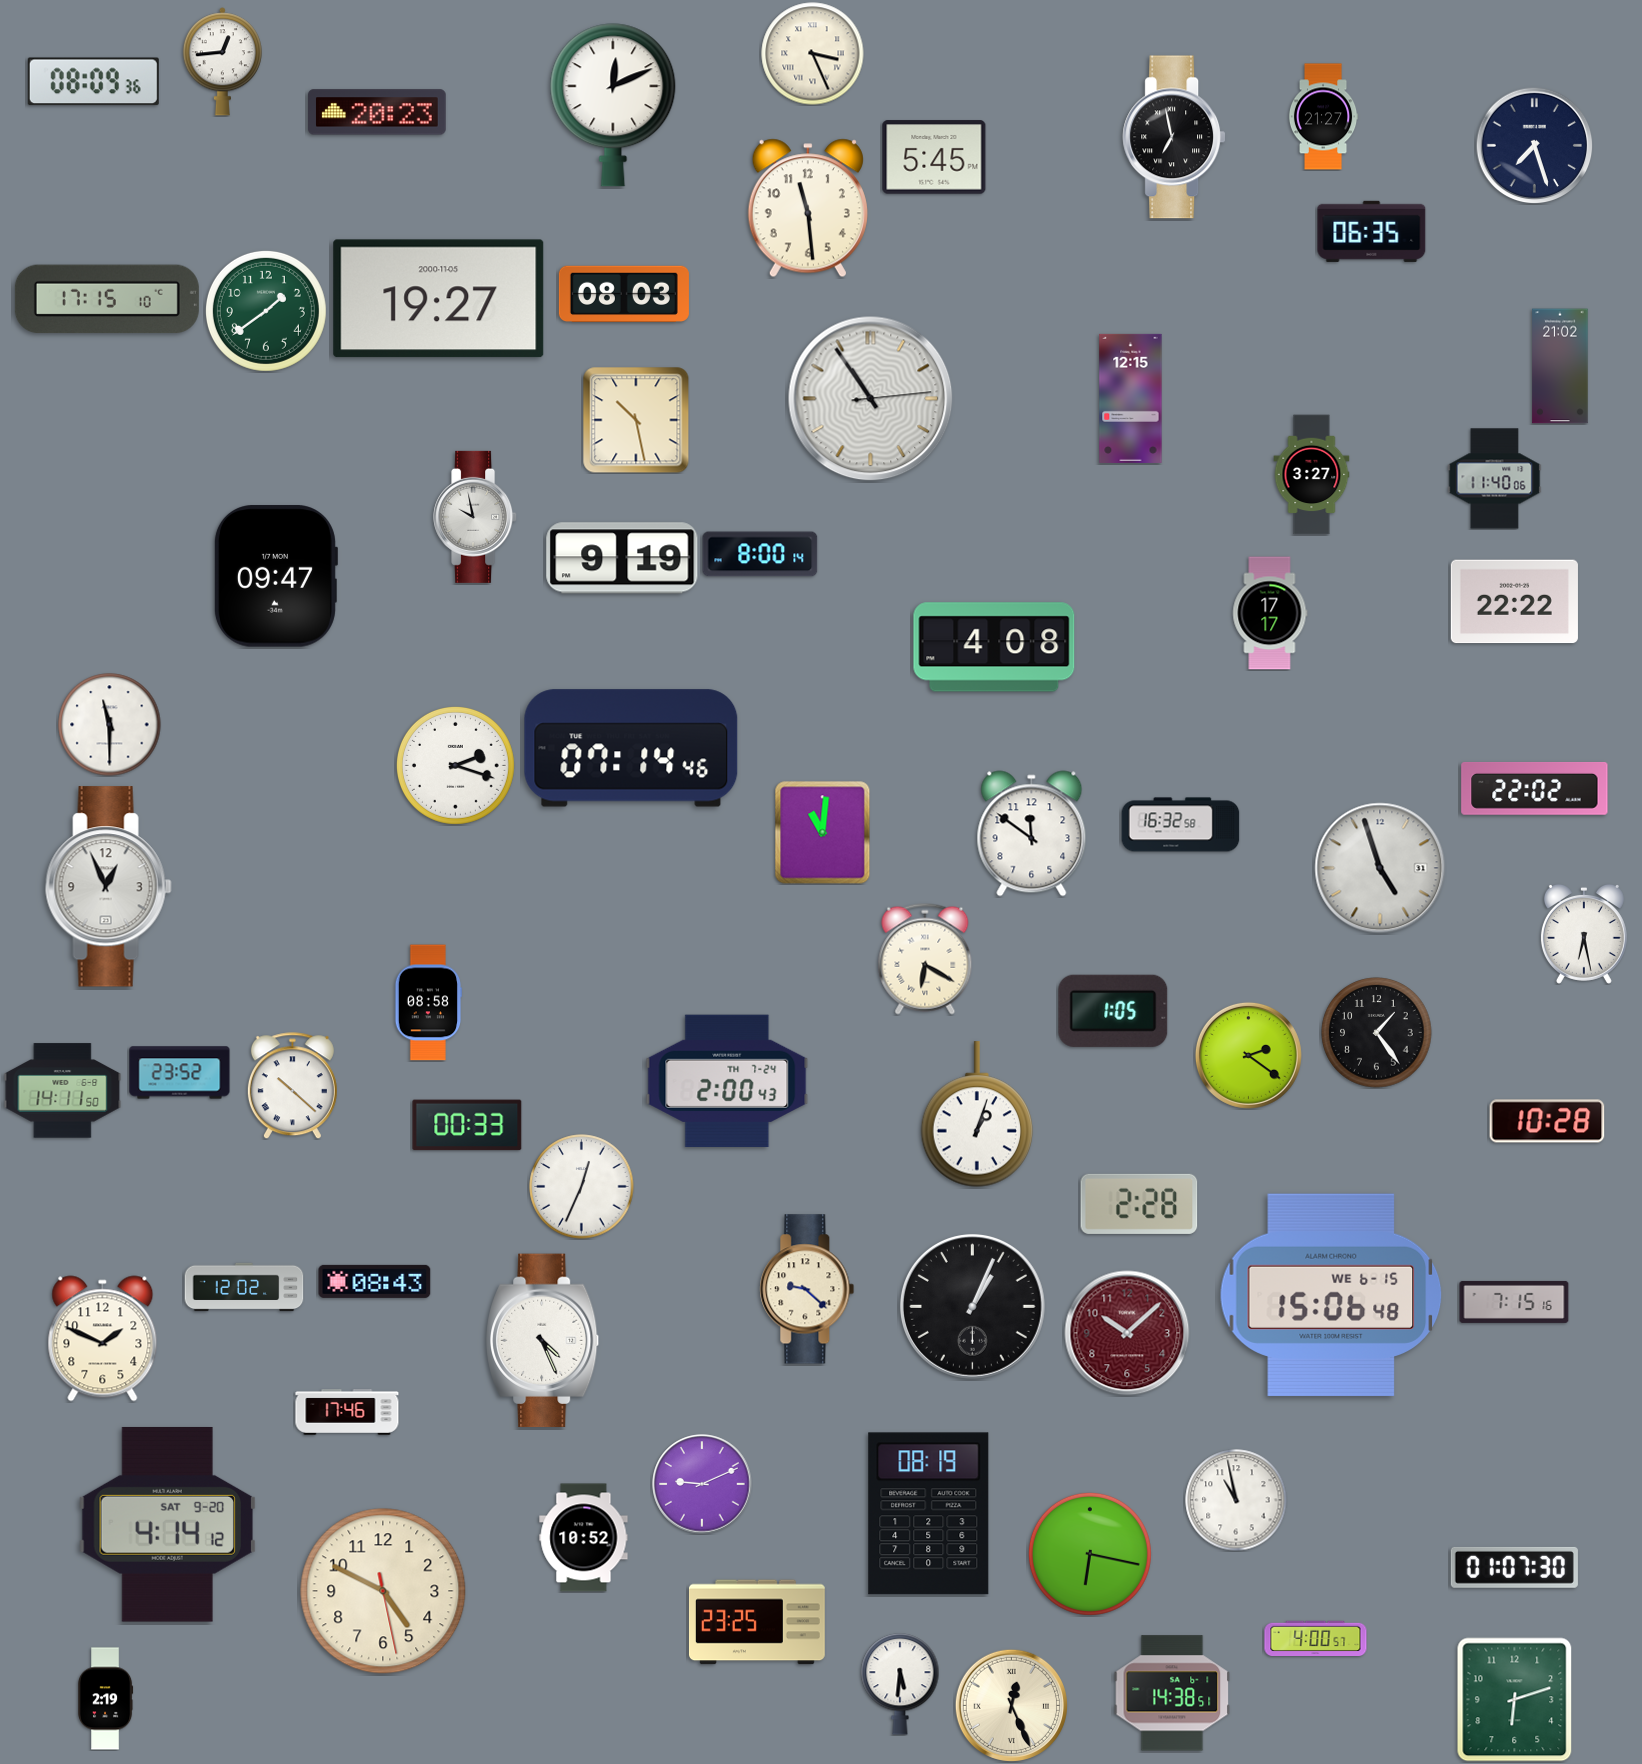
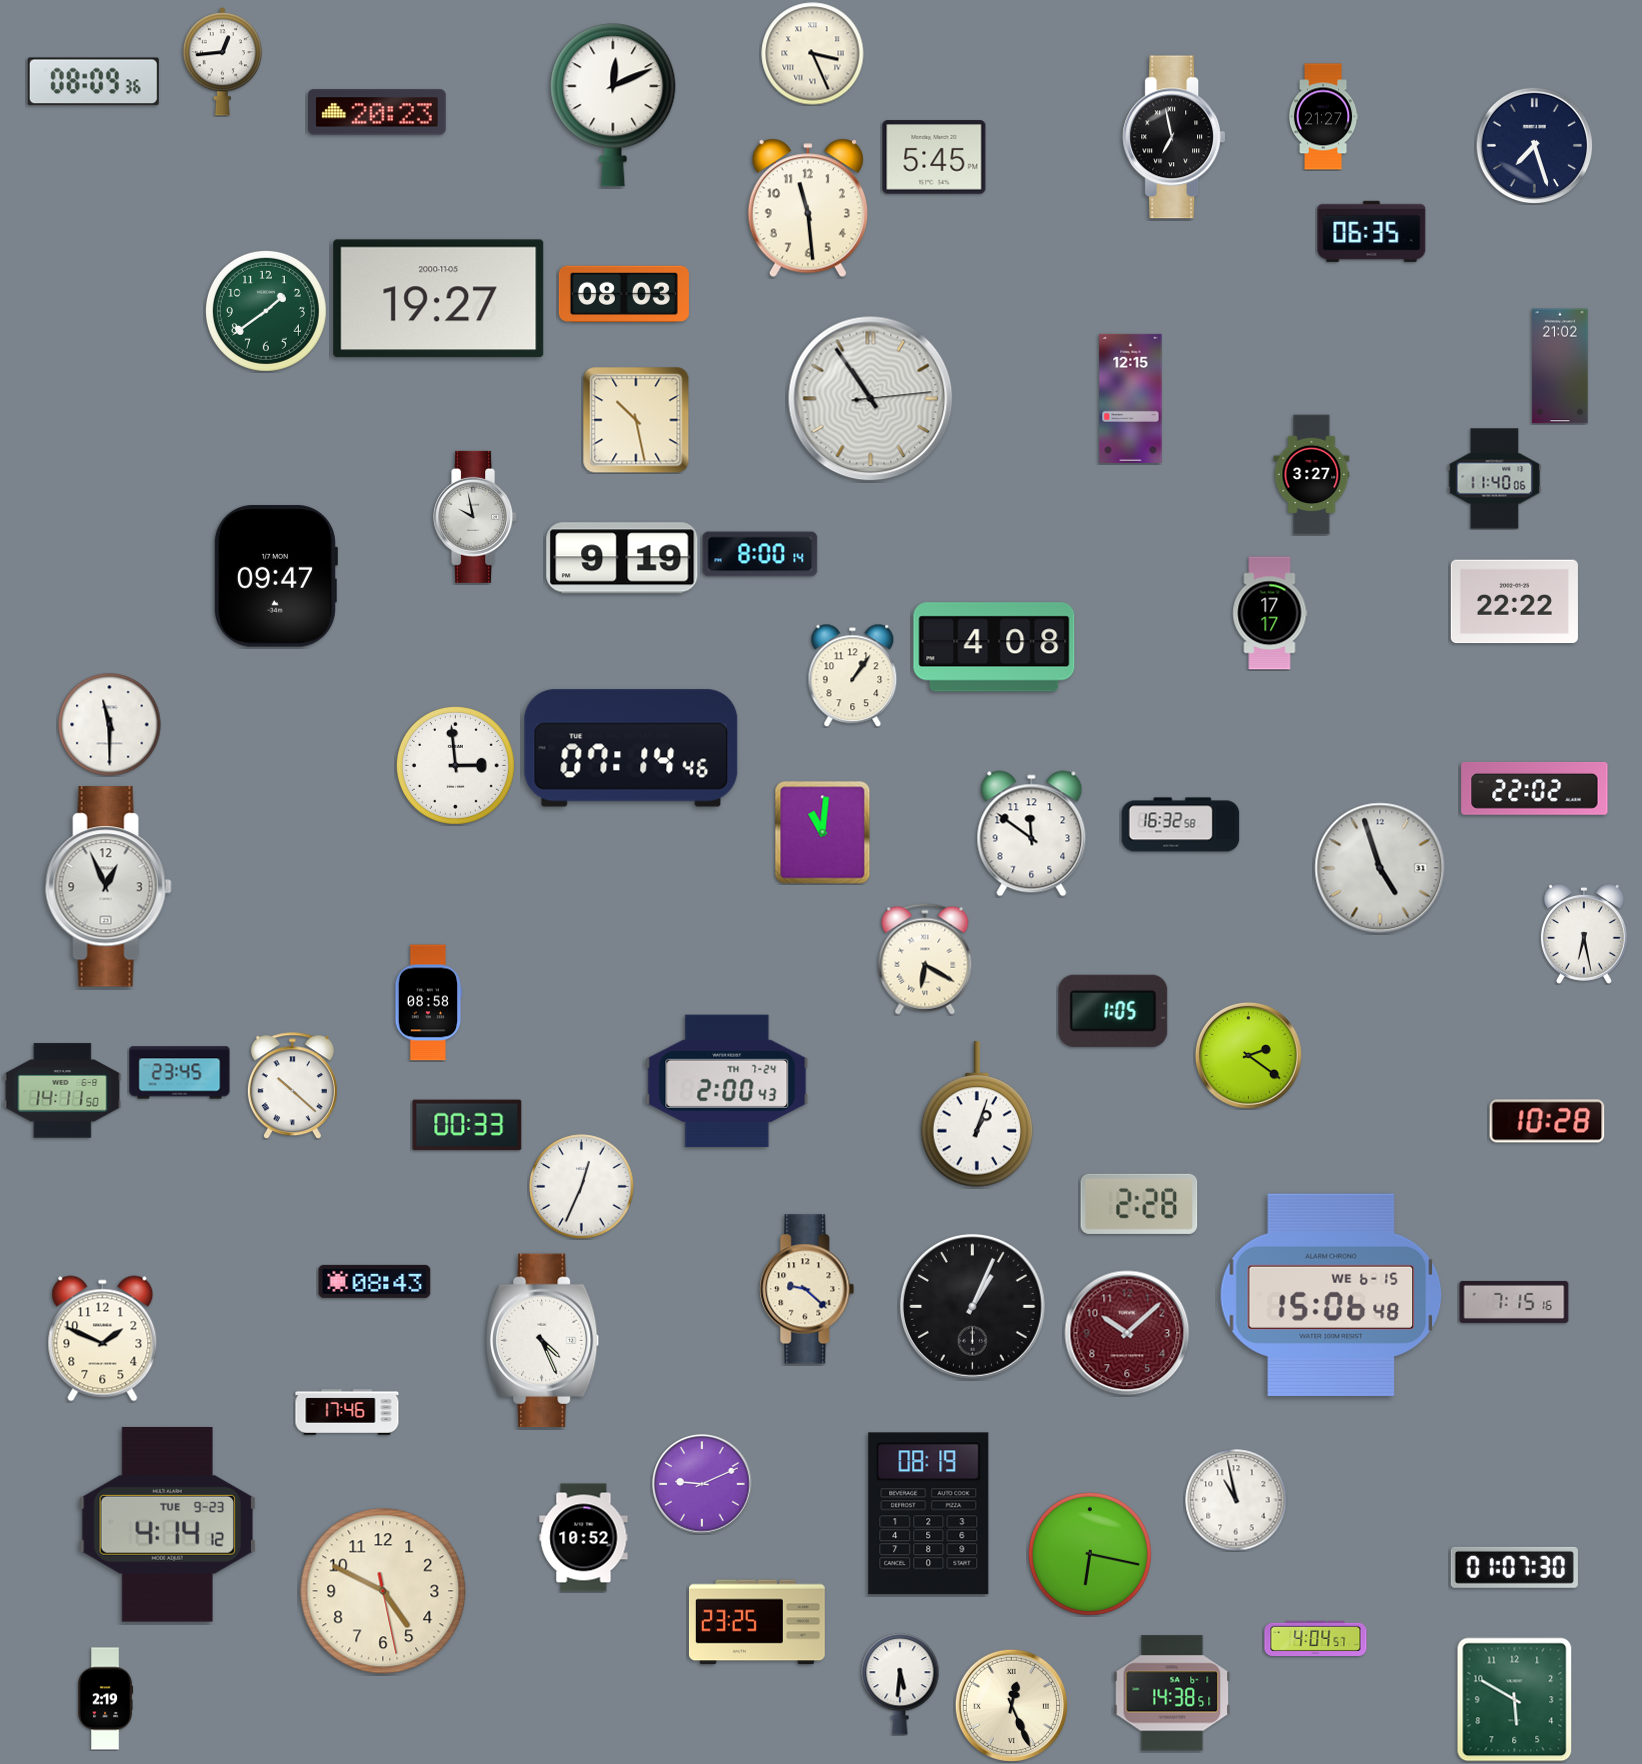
clock at (107, 299): 17:15 -> none
clock at (853, 675): none -> 1:06
clock at (455, 765): 2:18 -> 2:59
clock at (1377, 1033): 1:24 -> none
clock at (180, 1073): 23:52 -> 23:45
clock at (244, 1287): 12:02 -> none
clock at (167, 1525) date: SAT 9-20 -> TUE 9-23
clock at (1316, 1638): 4:00 -> 4:04
clock at (1515, 1700): 6:12 -> 5:50
